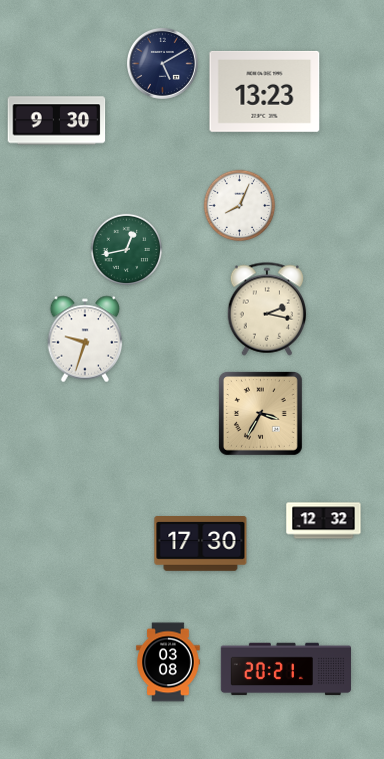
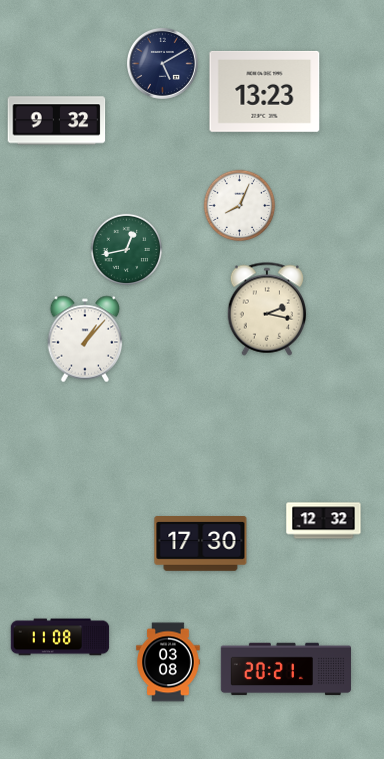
clock at (57, 121): 9:30 -> 9:32
clock at (85, 339): 9:33 -> 1:07
clock at (260, 413): 3:35 -> none
clock at (60, 637): none -> 11:08
